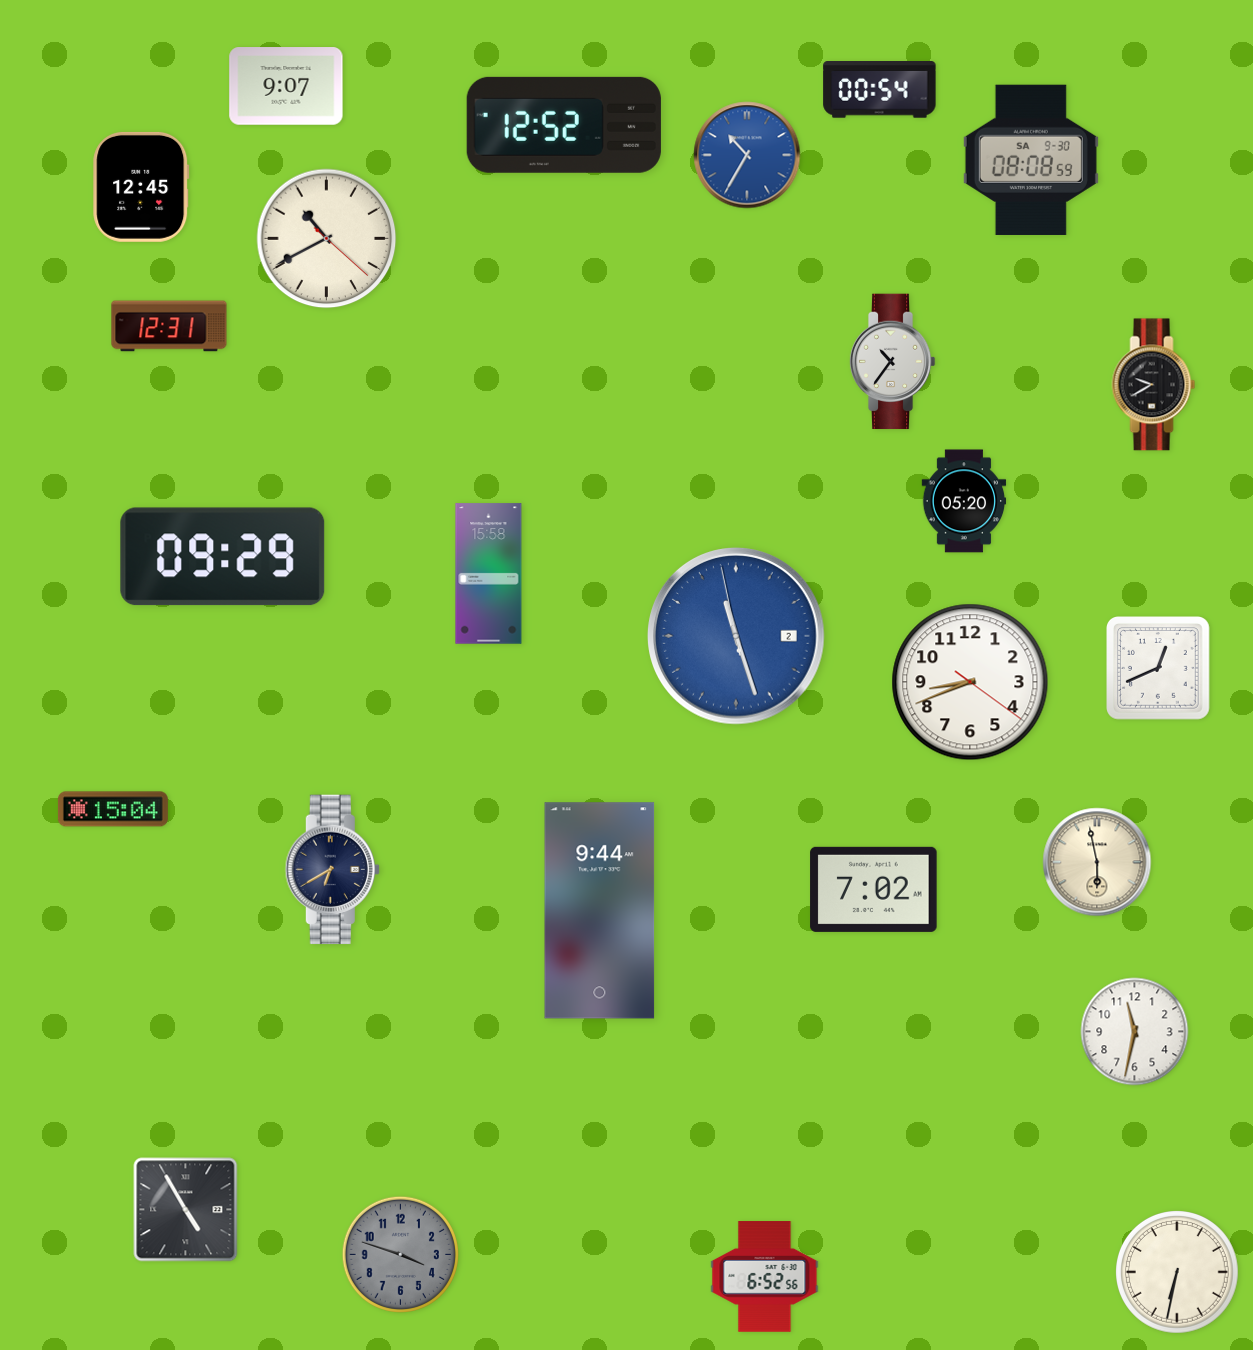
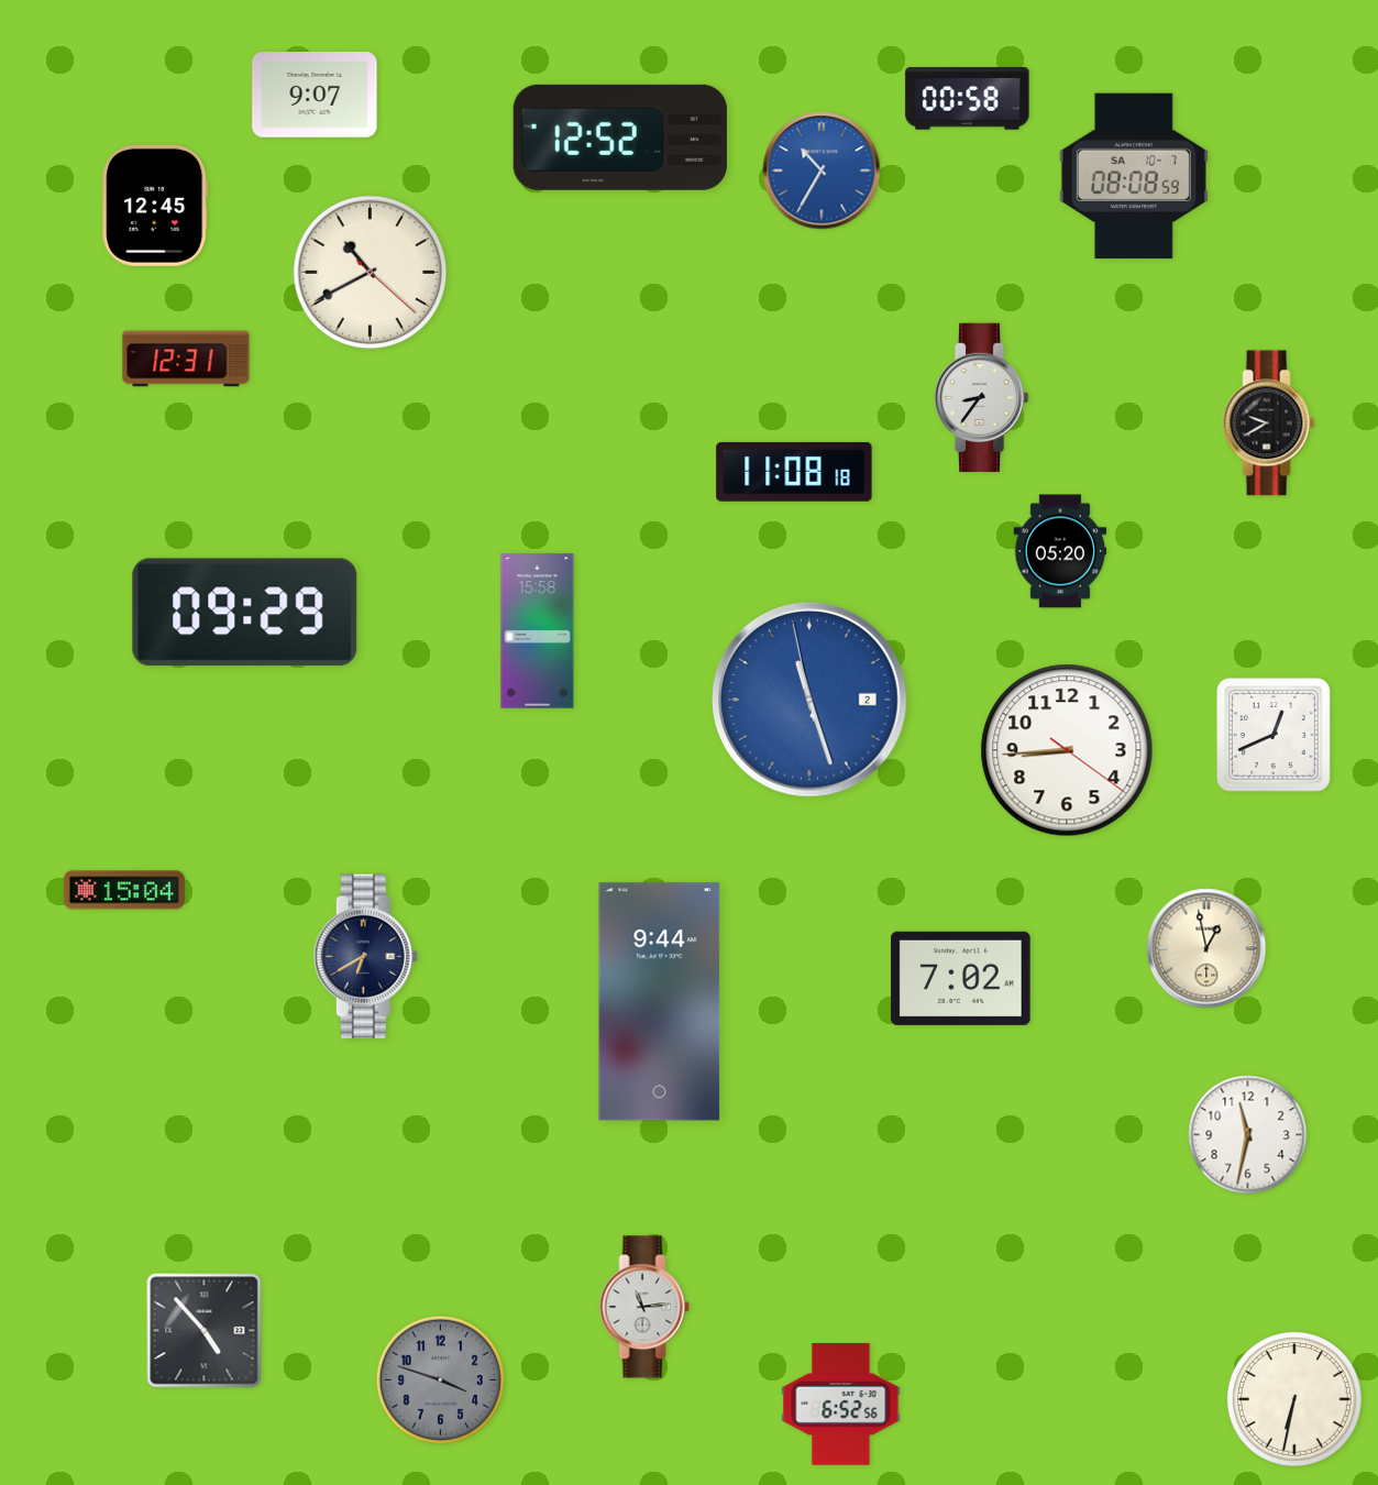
clock at (880, 90): 00:54 -> 00:58
clock at (1031, 160) date: SA 9-30 -> SA 10-7
clock at (327, 239) position: (327, 239) -> (371, 273)
clock at (892, 362): 10:36 -> 8:36
clock at (794, 472): none -> 11:08
clock at (970, 682): 8:41 -> 8:44
clock at (1097, 862): 5:58 -> 12:58
clock at (644, 1307): none -> 11:14
clock at (186, 1210): 4:55 -> 4:53
